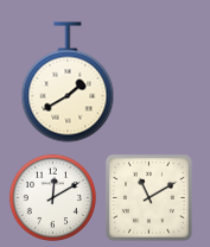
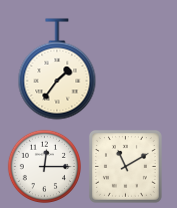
clock at (68, 82): 1:40 -> 1:36
clock at (52, 197): 12:10 -> 12:15
